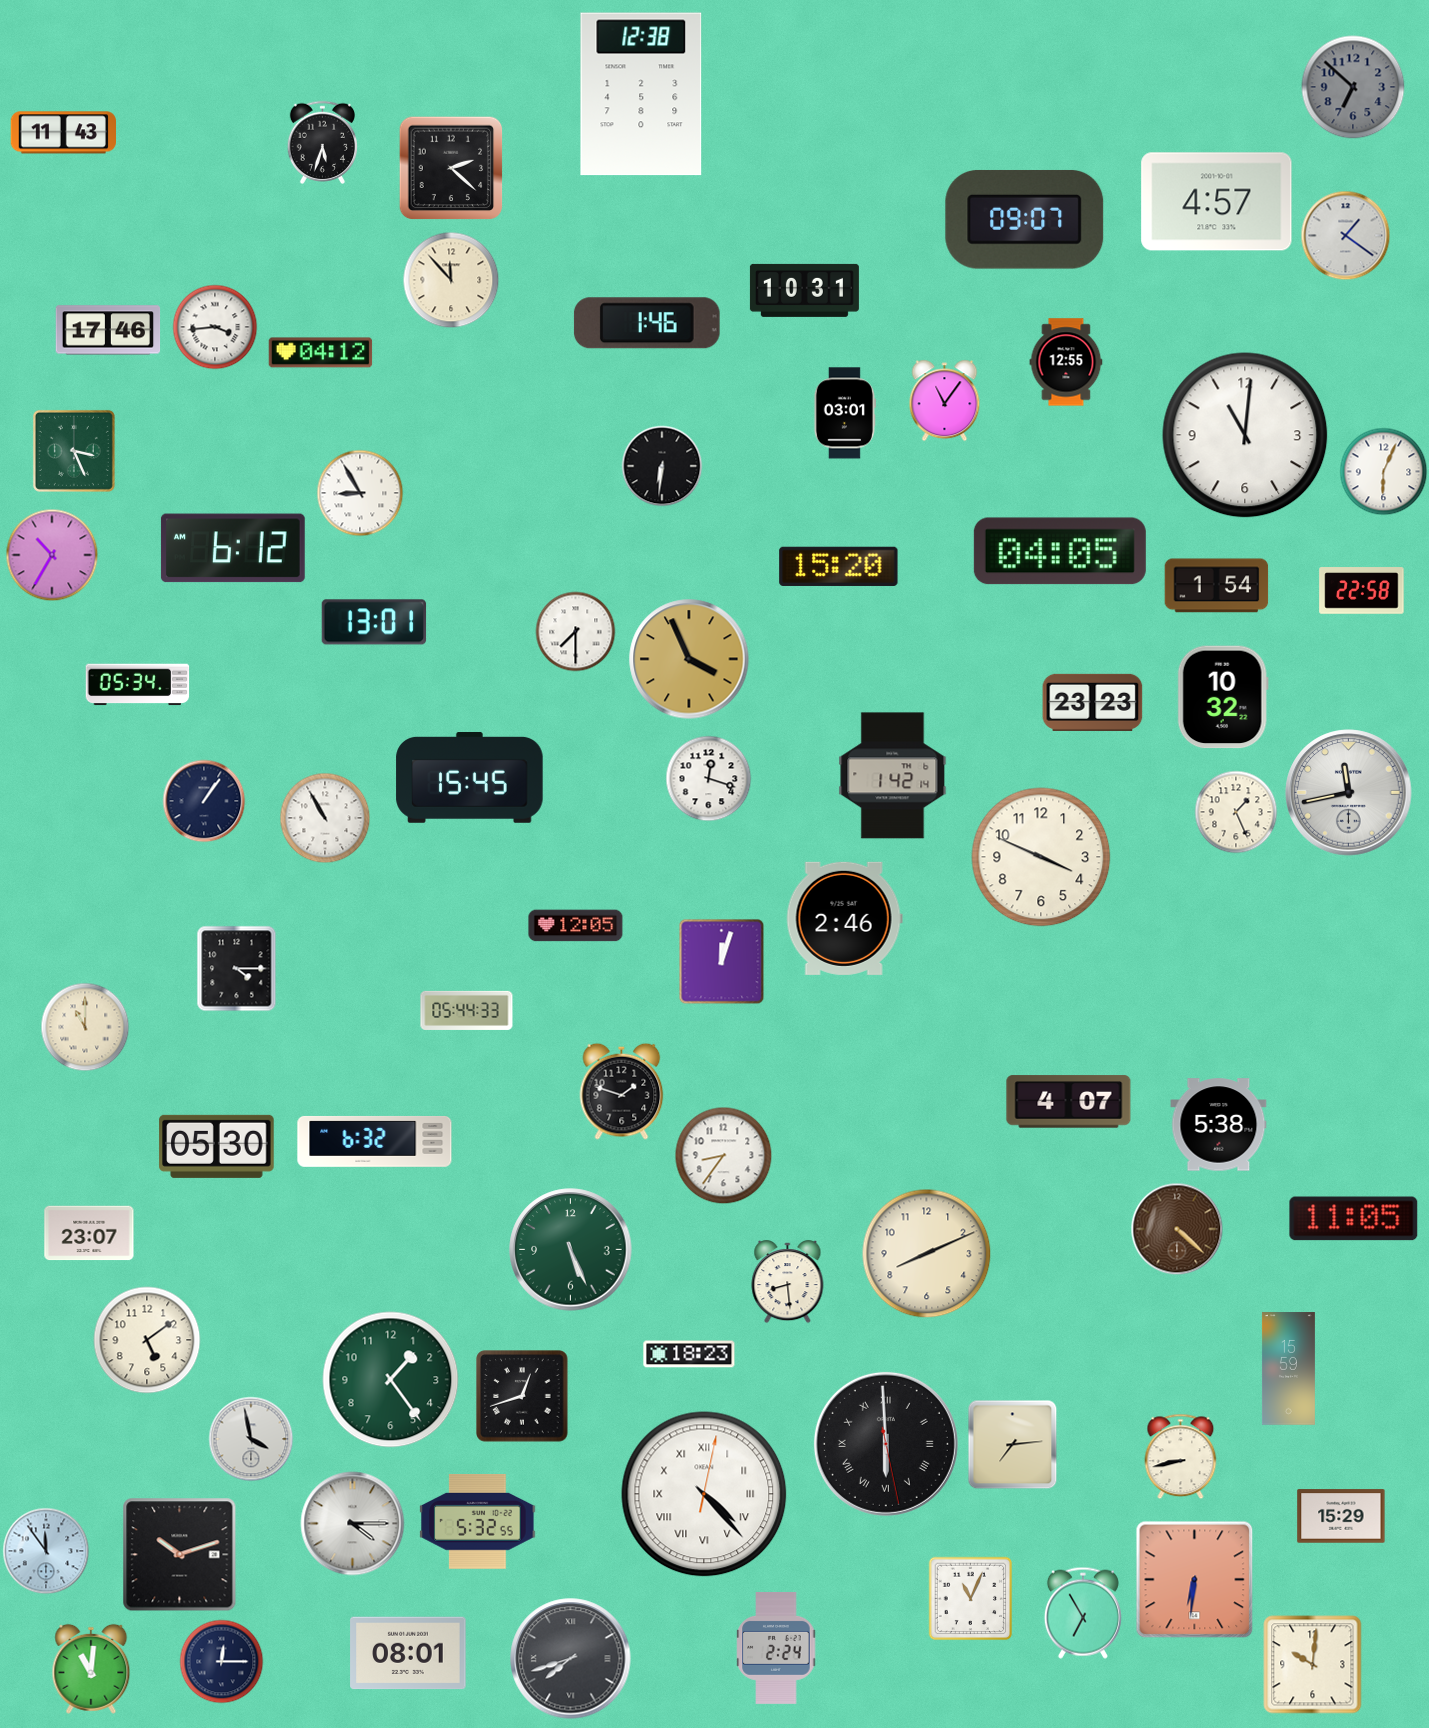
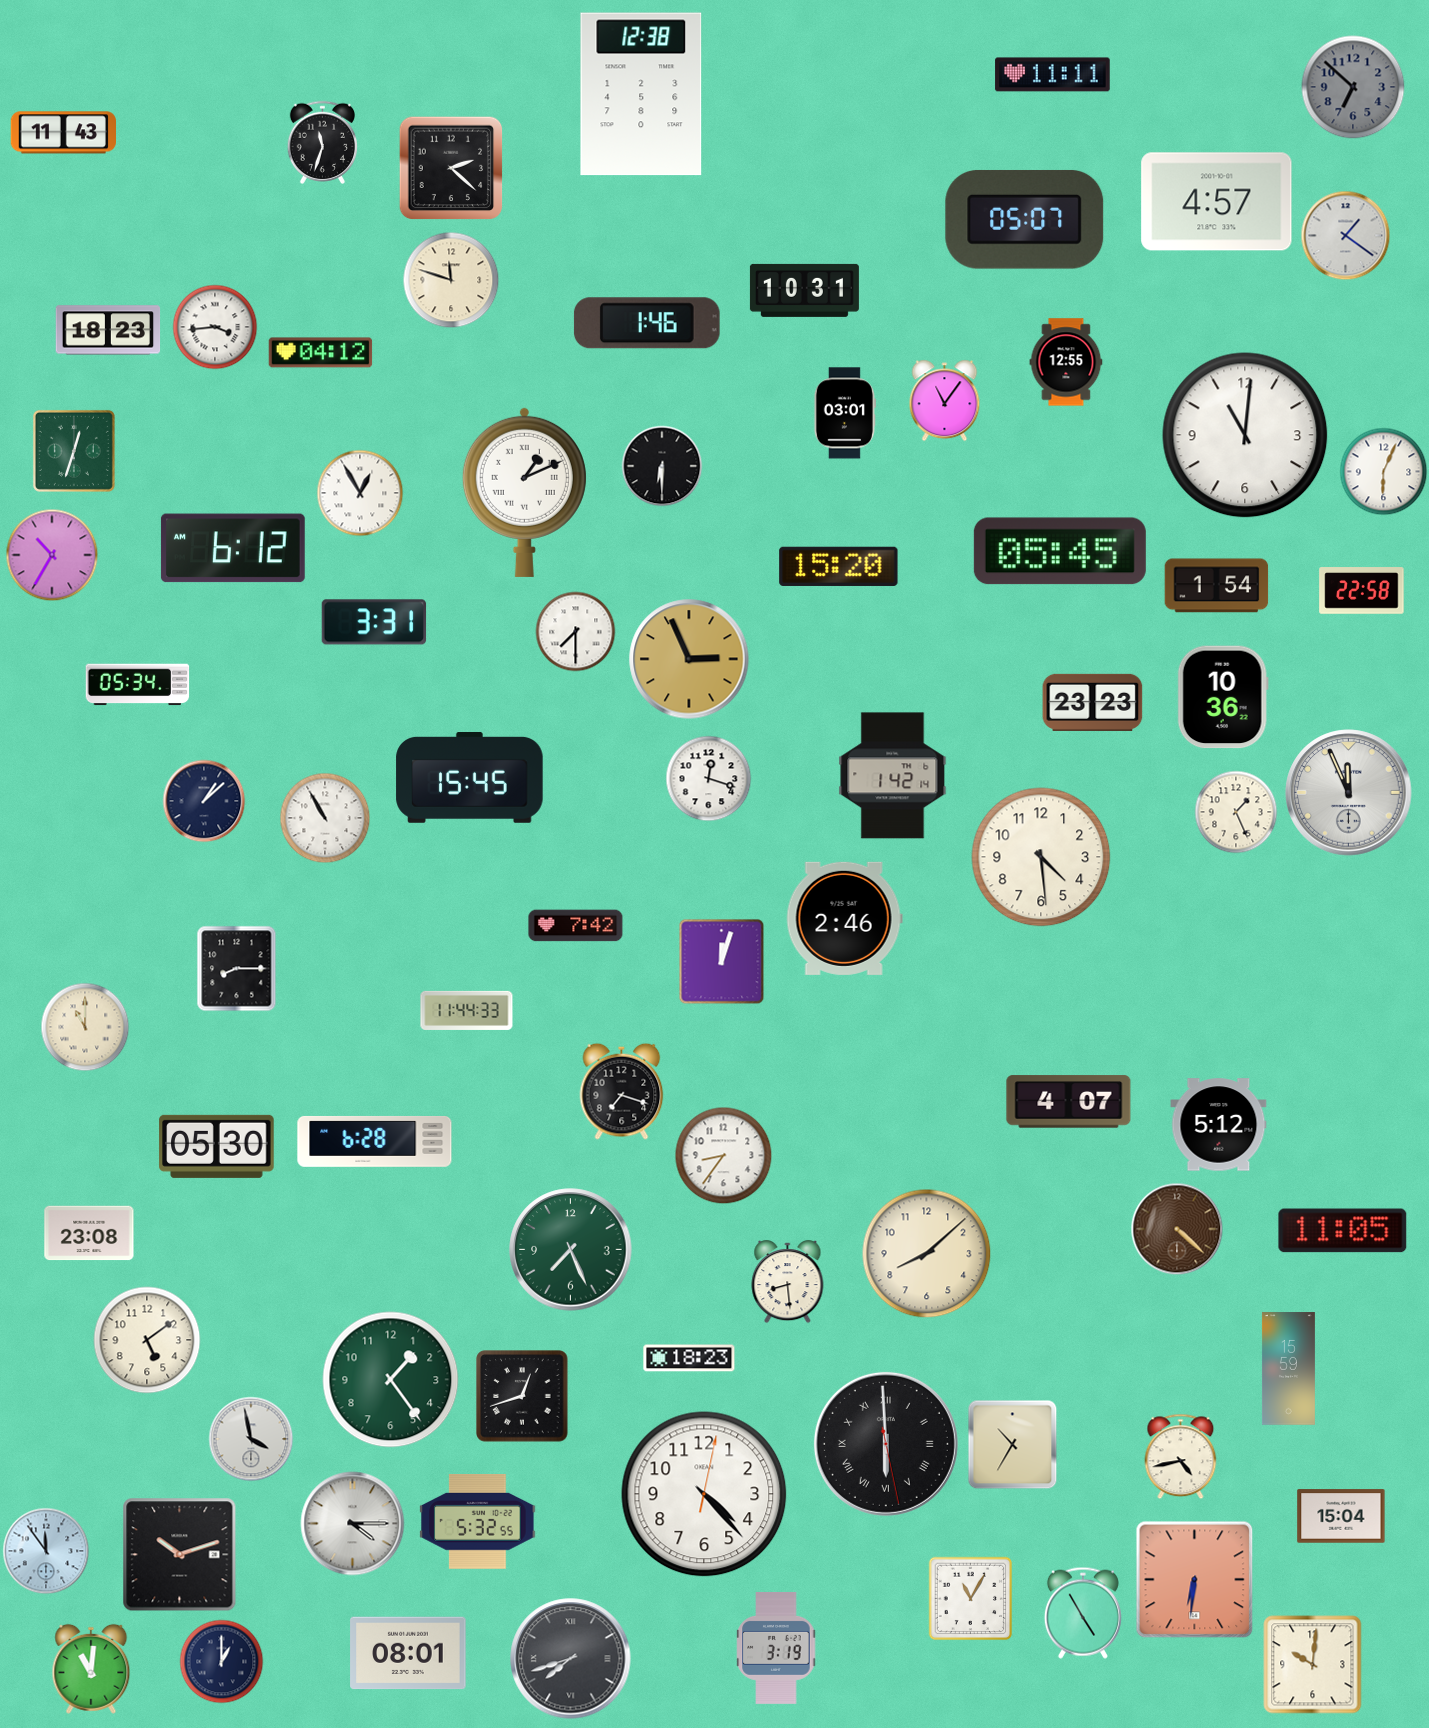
clock at (1053, 75): none -> 11:11
clock at (322, 142): 5:33 -> 11:33
clock at (1025, 219): 09:07 -> 05:07
clock at (451, 280): 11:53 -> 11:48
clock at (108, 330): 17:46 -> 18:23
clock at (74, 451): 3:26 -> 12:33
clock at (662, 466): 6:31 -> 6:30
clock at (524, 492): none -> 1:11
clock at (360, 493): 8:55 -> 12:55
clock at (1060, 551): 04:05 -> 05:45
clock at (374, 622): 13:01 -> 3:31
clock at (689, 659): 3:56 -> 2:56
clock at (1223, 697): 10:32 -> 10:36
clock at (1349, 793): 11:43 -> 11:56
clock at (204, 801): 1:06 -> 1:08
clock at (1041, 857): 3:49 -> 4:29
clock at (576, 926): 12:05 -> 7:42
clock at (237, 969): 4:15 -> 8:15
clock at (467, 1010): 05:44 -> 11:44
clock at (622, 1091): 1:48 -> 7:18
clock at (1219, 1125): 5:38 -> 5:12
clock at (375, 1141): 6:32 -> 6:28
clock at (1354, 1219) position: (1354, 1219) -> (1343, 1231)
clock at (89, 1233): 23:07 -> 23:08
clock at (571, 1250): 5:26 -> 7:26
clock at (927, 1254): 8:11 -> 8:08
clock at (689, 1354) position: (689, 1354) -> (689, 1358)
clock at (1013, 1445): 7:14 -> 10:35
clock at (1181, 1457): 8:43 -> 4:43
clock at (704, 1494) numerals: Roman -> Arabic
clock at (1341, 1516): 15:29 -> 15:04
clock at (971, 1599): 11:04 -> 11:05
clock at (1083, 1613): 6:55 -> 4:55
clock at (776, 1649): 2:24 -> 3:19
clock at (222, 1662): 12:15 -> 1:00
